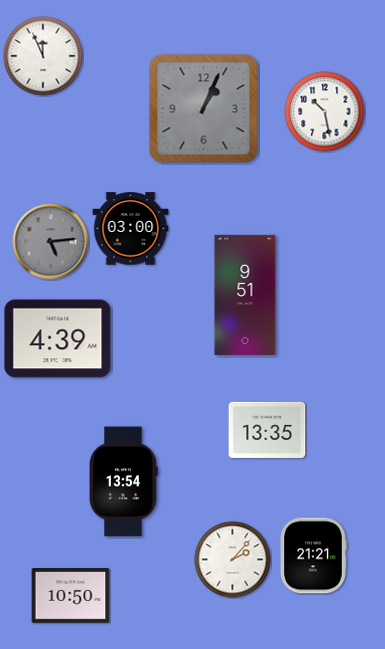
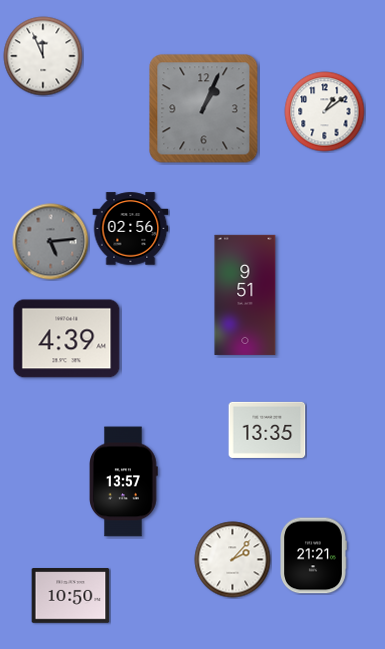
clock at (325, 112): 10:28 -> 1:09
clock at (131, 229): 03:00 -> 02:56
clock at (58, 339) position: (58, 339) -> (67, 339)
clock at (124, 482): 13:54 -> 13:57
